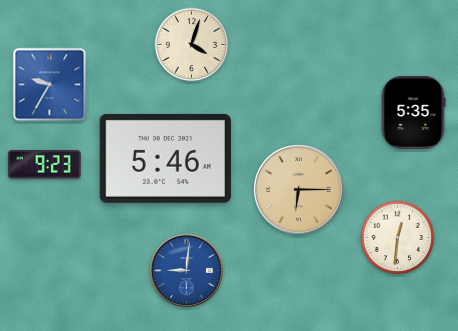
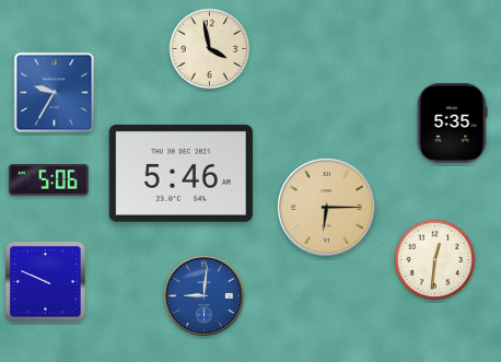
clock at (192, 45): 4:03 -> 3:58
clock at (44, 165): 9:23 -> 5:06
clock at (46, 282): none -> 9:49
